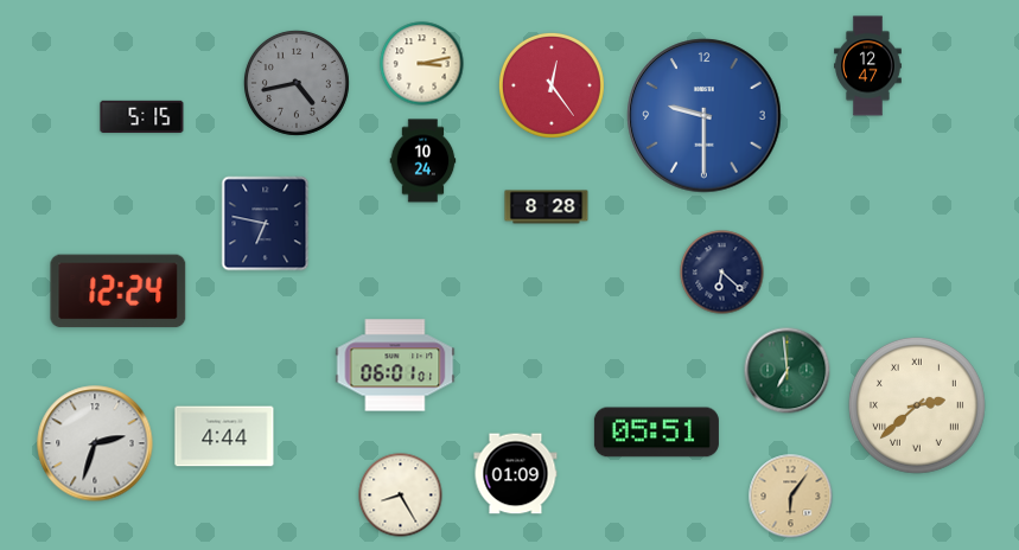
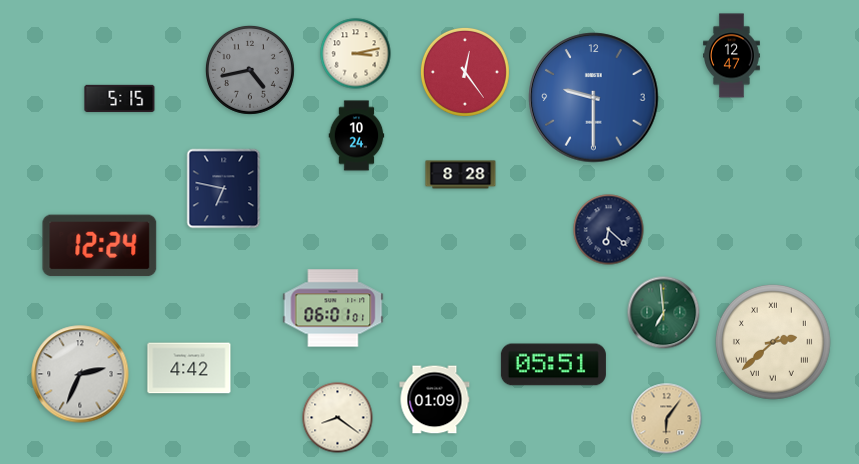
clock at (224, 436): 4:44 -> 4:42
clock at (95, 443): 2:33 -> 2:34
clock at (401, 495): 8:25 -> 8:21
